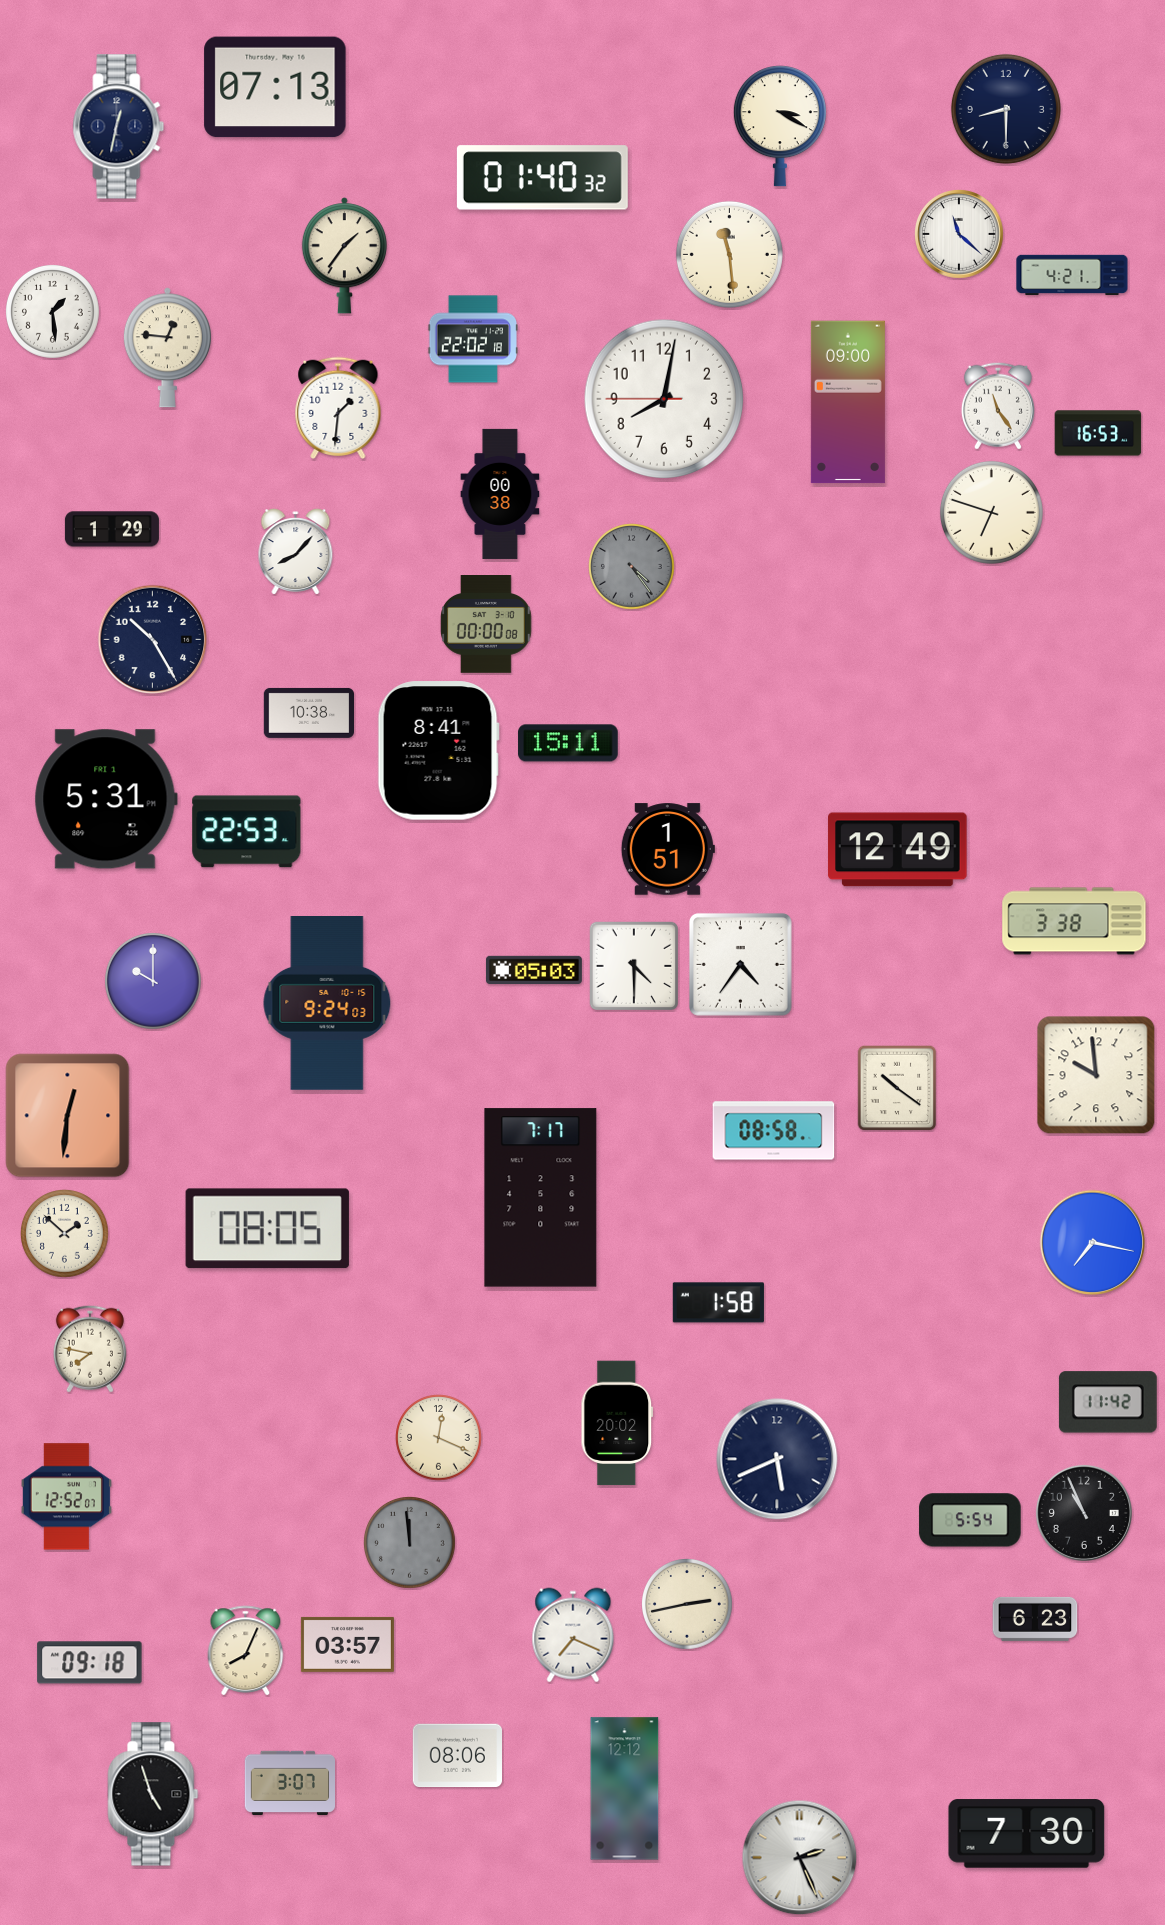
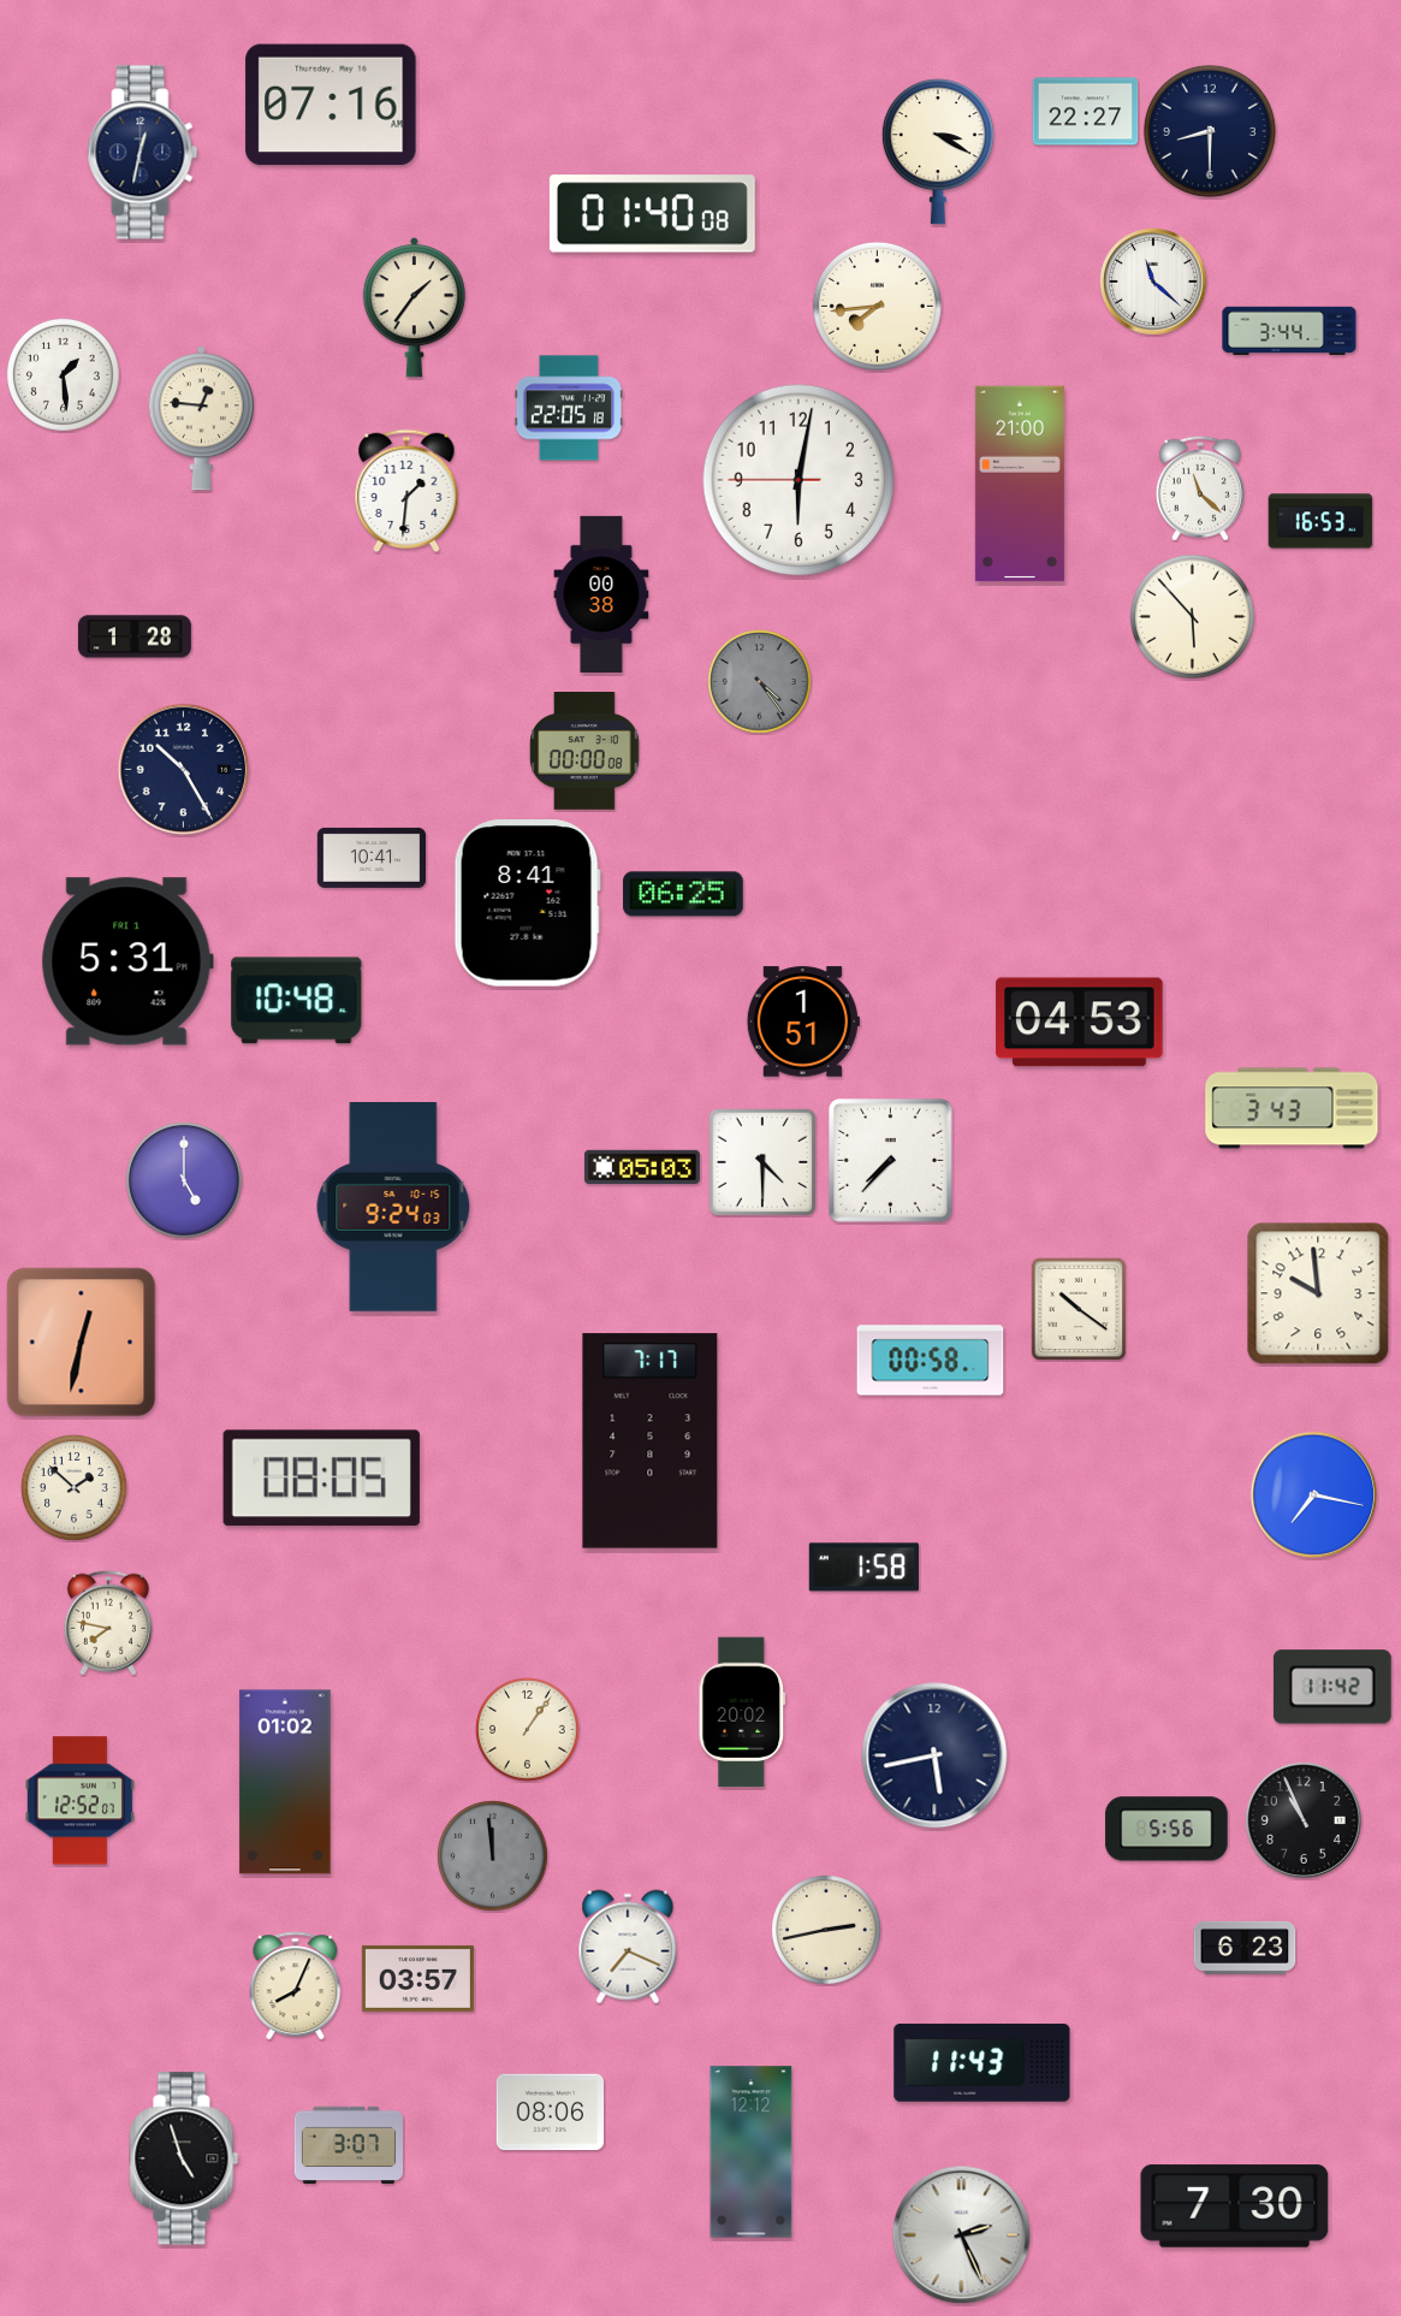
clock at (275, 87): 07:13 -> 07:16
clock at (1086, 112): none -> 22:27
clock at (542, 178): 01:40:32 -> 01:40:08
clock at (729, 254): 11:29 -> 7:44
clock at (1072, 275): 4:21 -> 3:44
clock at (472, 339): 22:02 -> 22:05
clock at (664, 399): 8:01 -> 6:01
clock at (848, 402): 09:00 -> 21:00
clock at (998, 406): 11:24 -> 11:22
clock at (991, 512): 6:48 -> 5:53
clock at (112, 529): 1:29 -> 1:28
clock at (296, 552): 8:07 -> none
clock at (308, 713): 10:38 -> 10:41
clock at (568, 743): 15:11 -> 06:25
clock at (247, 832): 22:53 -> 10:48
clock at (898, 850): 12:49 -> 04:53
clock at (1074, 921): 3:38 -> 3:43
clock at (740, 964): 4:36 -> 7:37
clock at (153, 981): 10:00 -> 5:00
clock at (68, 1116): 12:31 -> 12:32
clock at (774, 1131): 08:58 -> 00:58
clock at (65, 1234) position: (65, 1234) -> (75, 1488)
clock at (439, 1438): 12:19 -> 1:06
clock at (777, 1459): 5:41 -> 5:43
clock at (285, 1782): none -> 01:02
clock at (970, 1520): 5:54 -> 5:56
clock at (573, 1635) position: (573, 1635) -> (628, 1947)
clock at (90, 1663): 09:18 -> none
clock at (983, 2063): none -> 11:43
